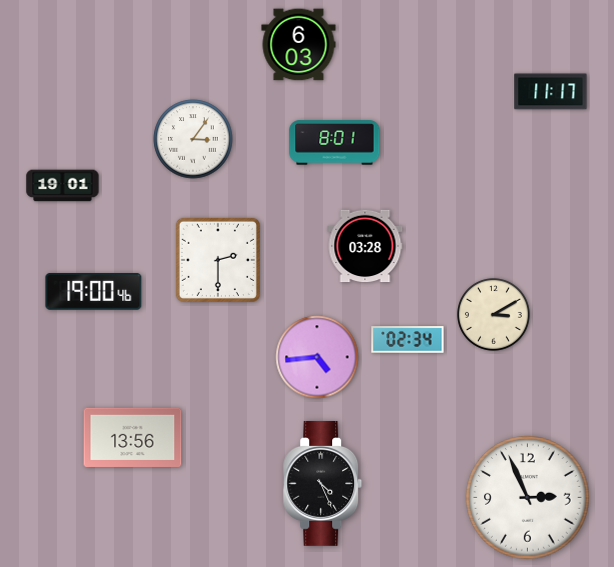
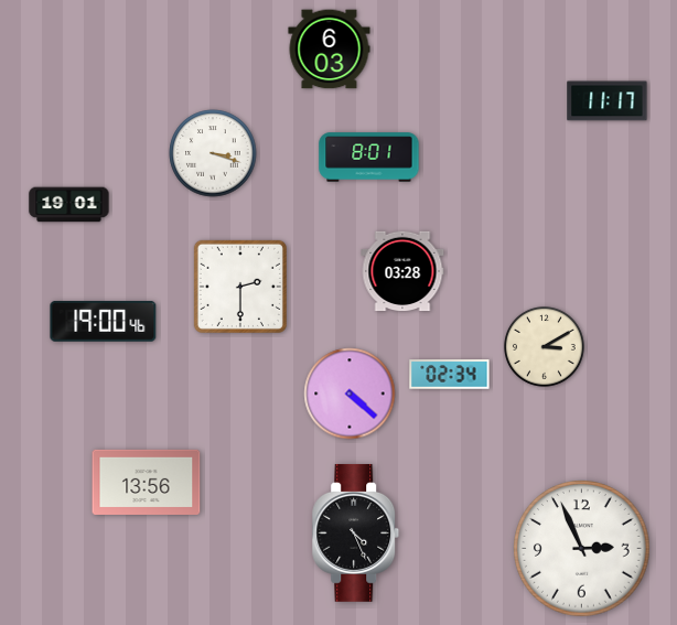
clock at (193, 139): 3:06 -> 3:18
clock at (317, 357): 4:44 -> 4:22
